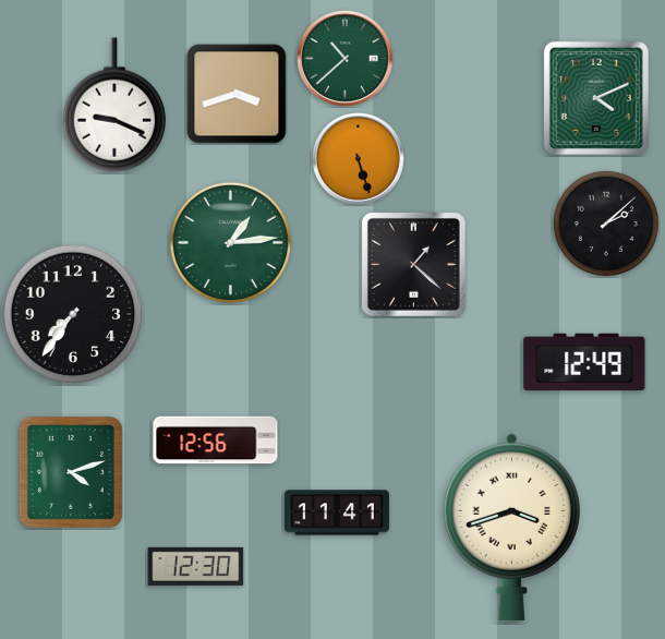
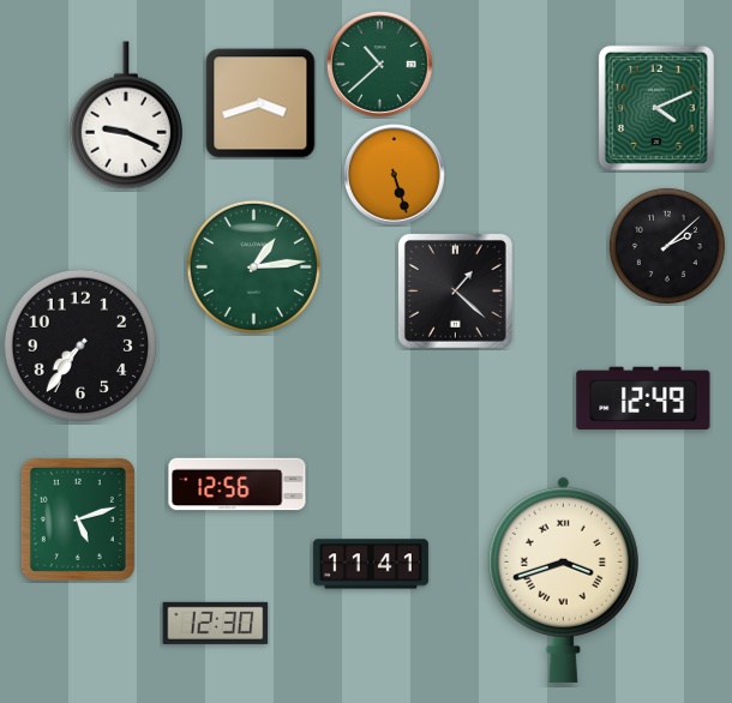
clock at (71, 472): 4:12 -> 5:12
